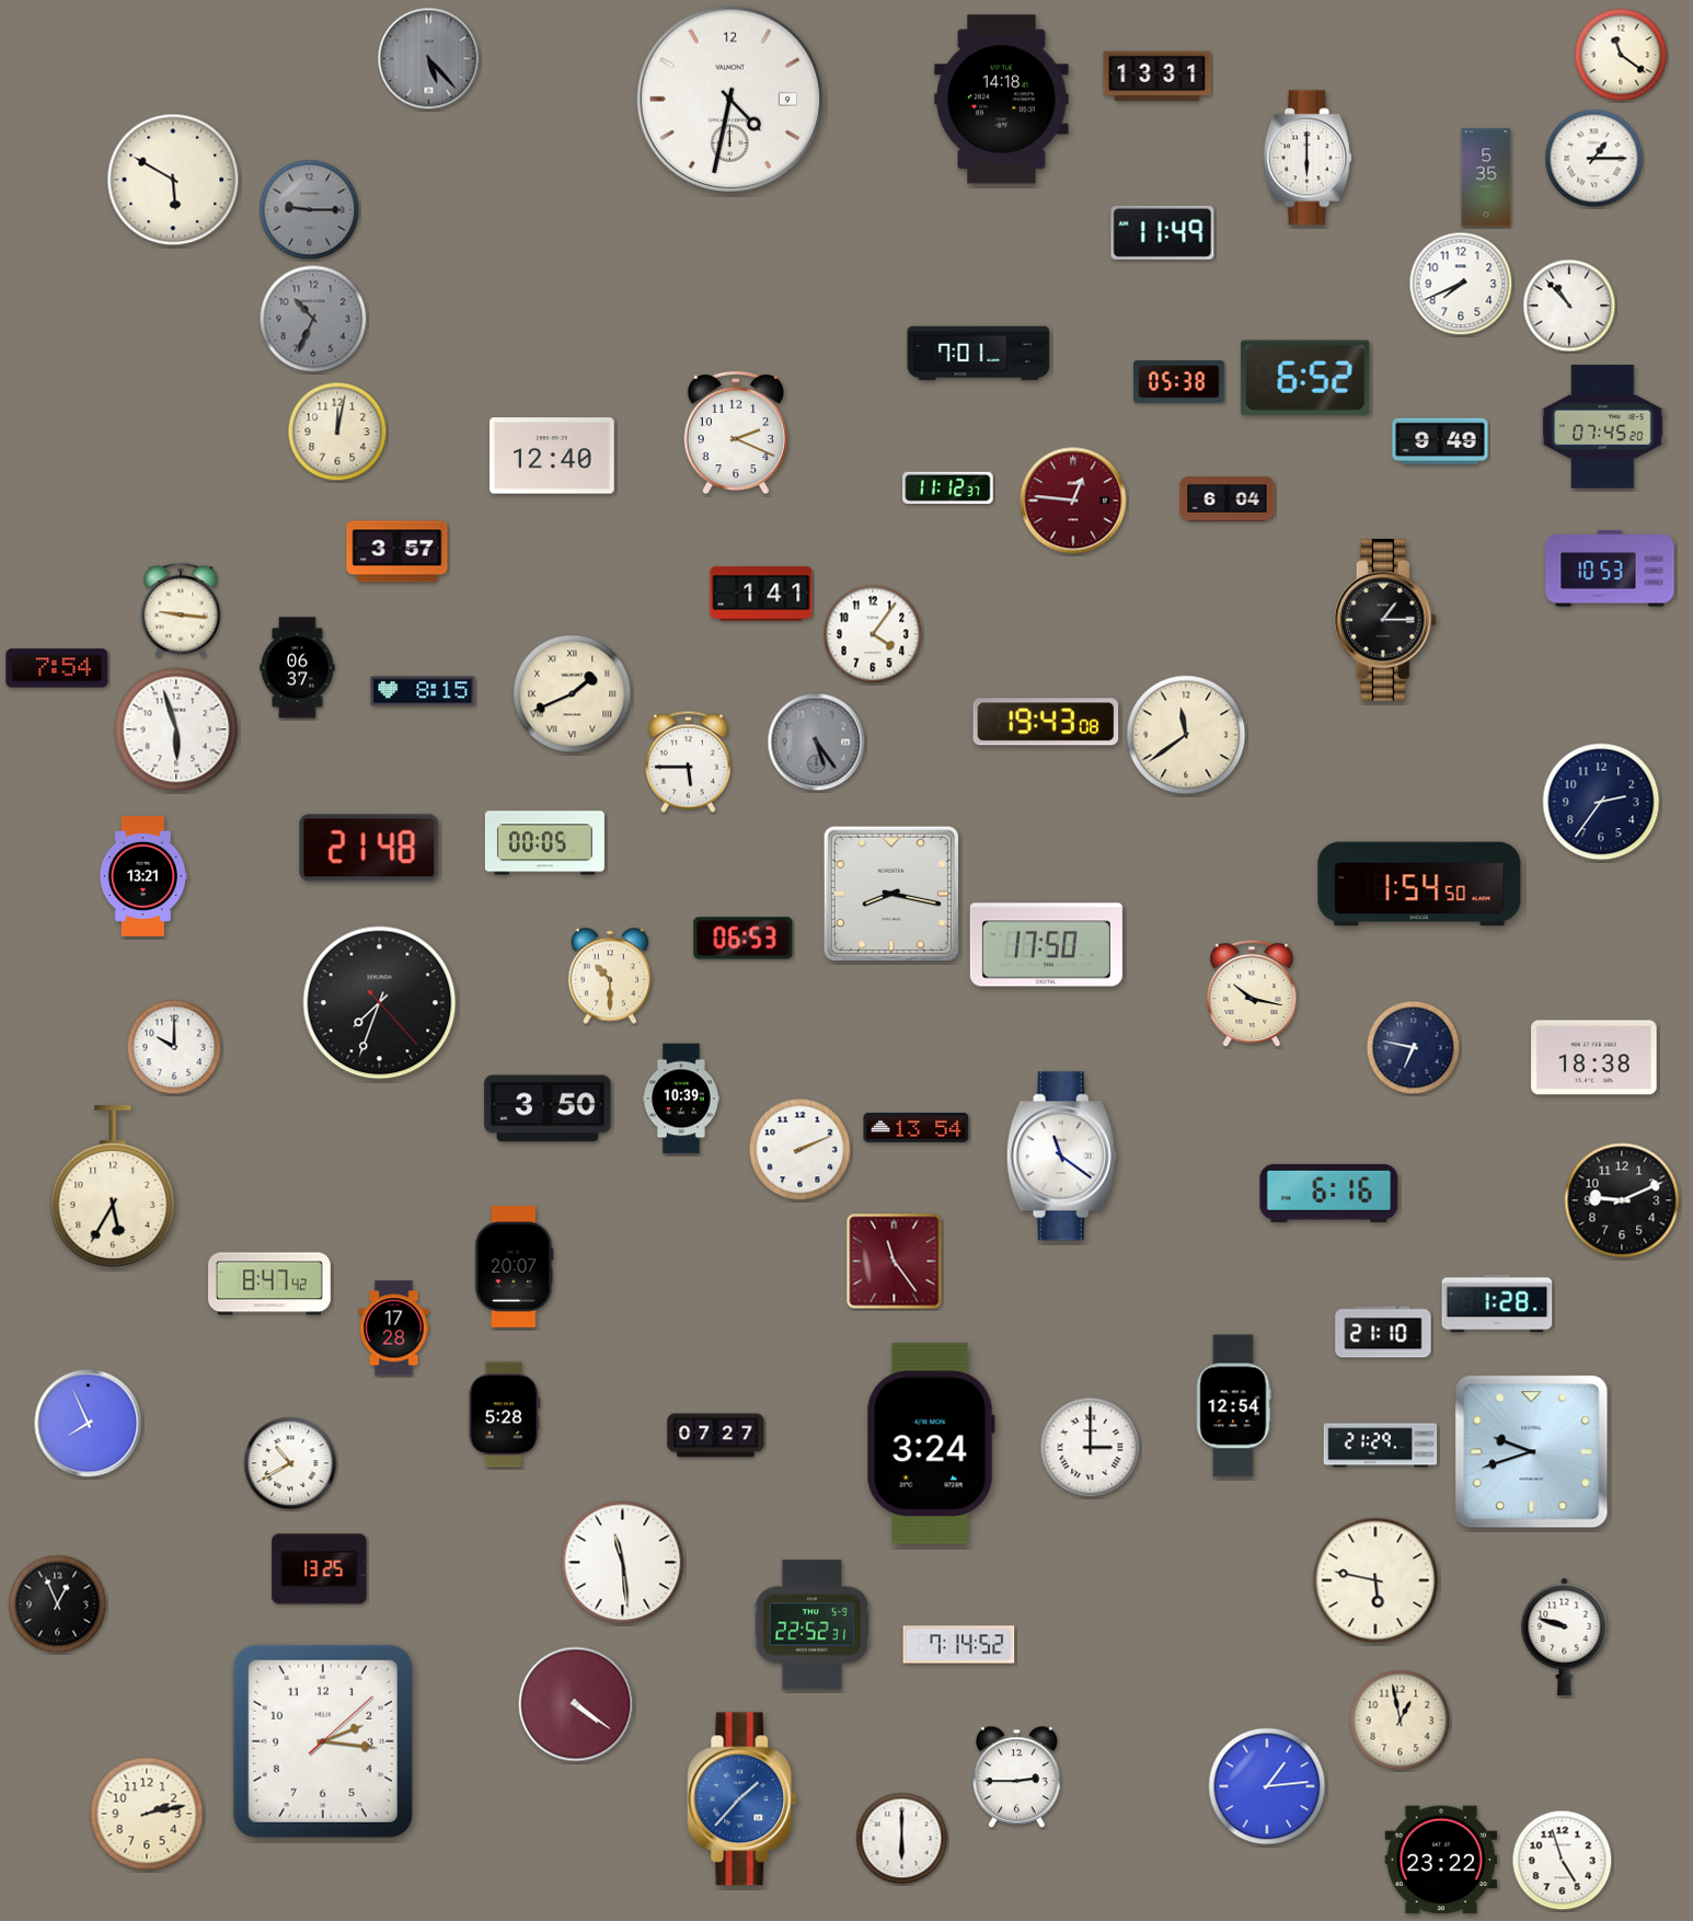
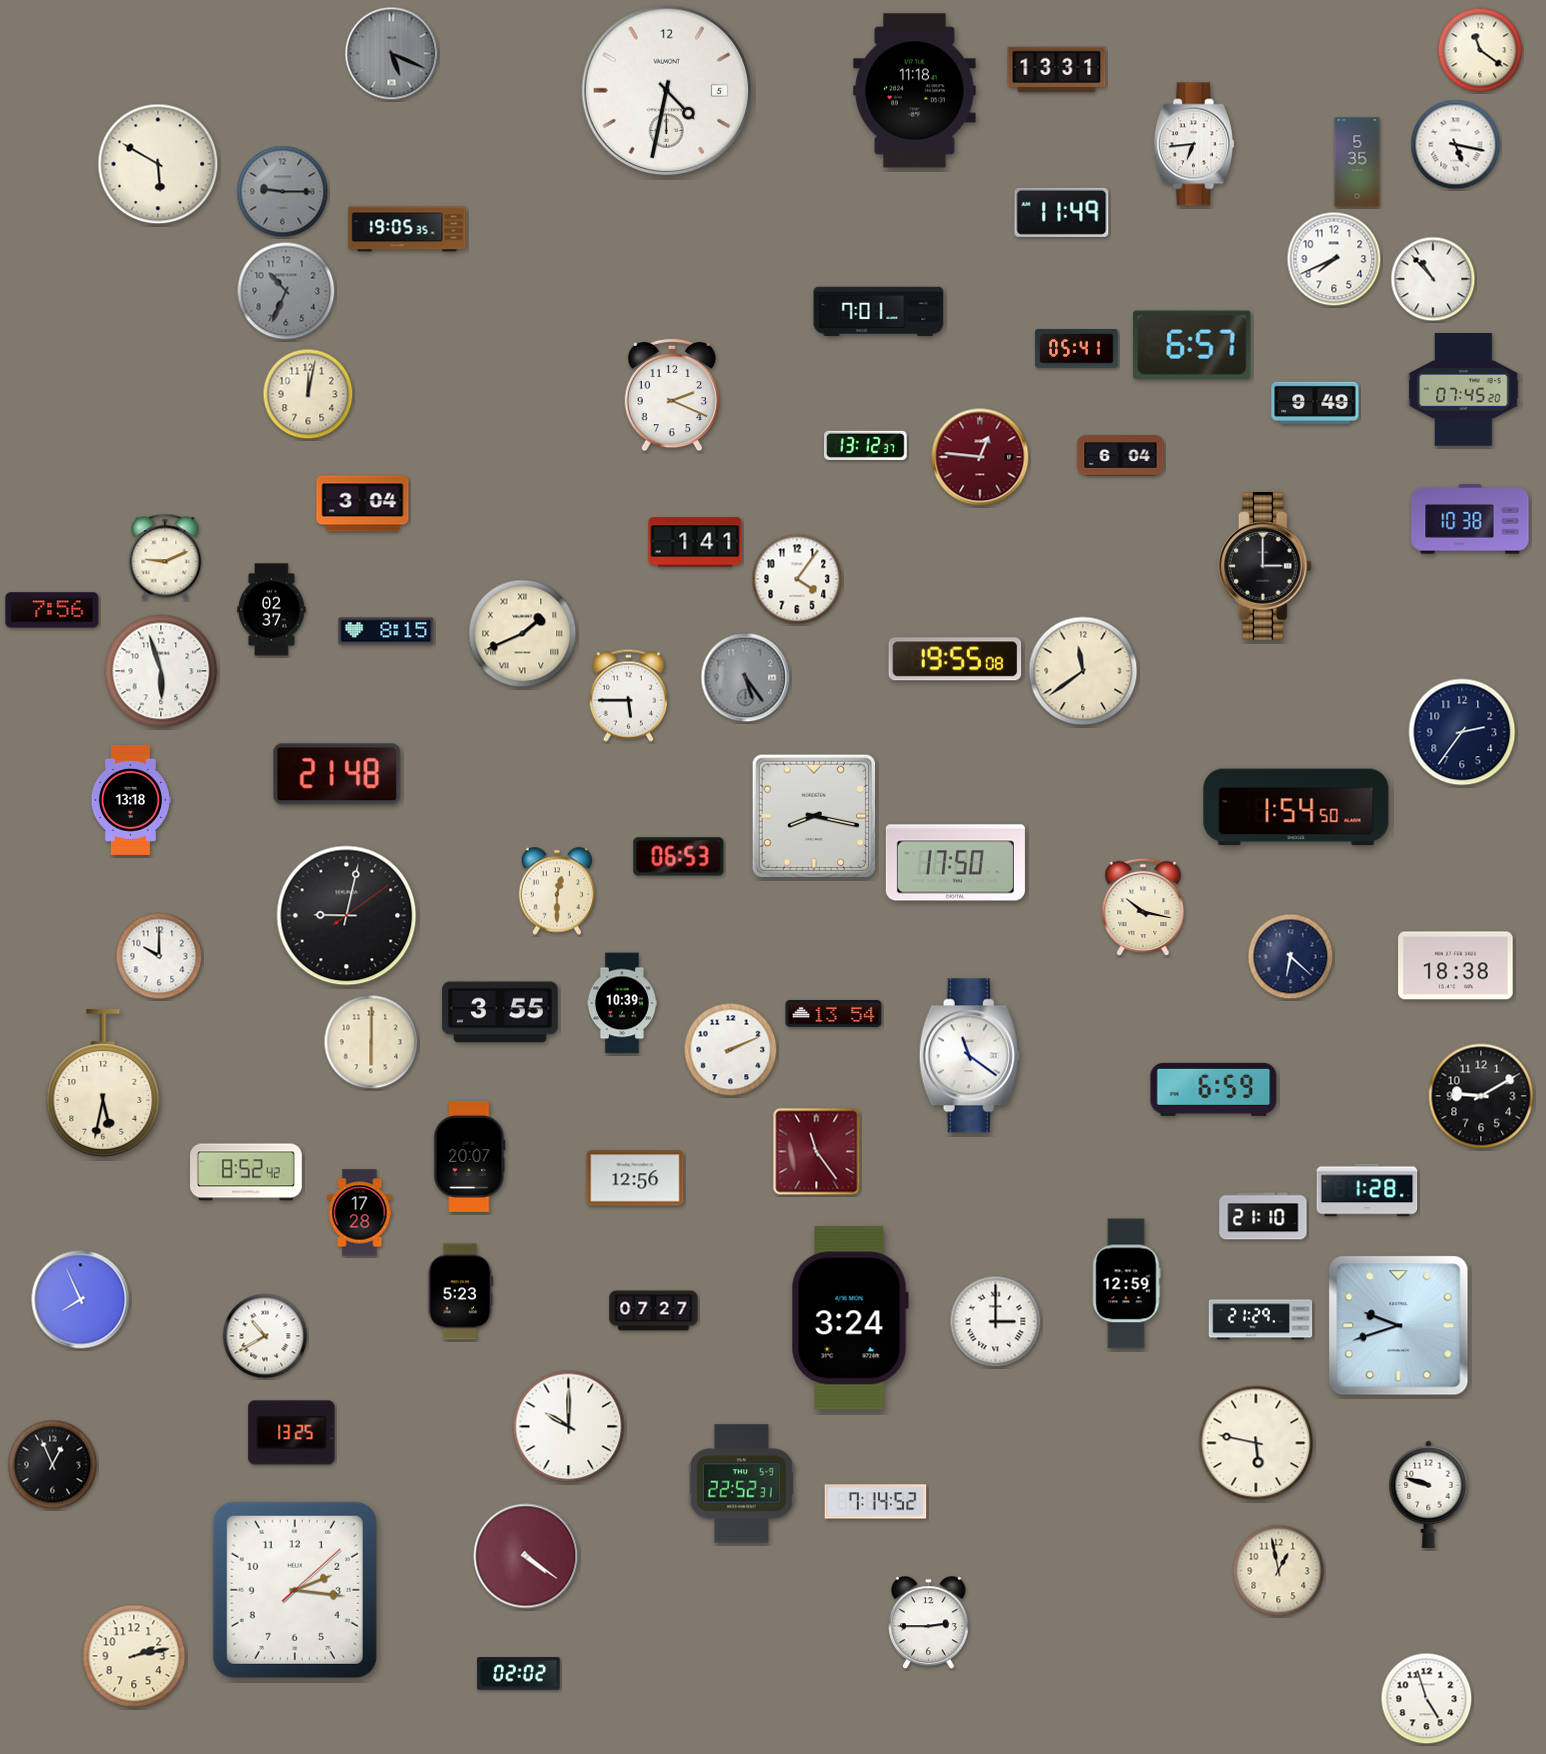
clock at (429, 59): 5:23 -> 5:19
clock at (730, 100) date: 9 -> 5
clock at (1002, 100): 14:18 -> 11:18
clock at (1308, 158): 6:00 -> 6:44
clock at (1594, 159): 1:15 -> 5:17
clock at (407, 229): none -> 19:05
clock at (979, 354) position: (979, 354) -> (879, 312)
clock at (1305, 377): 6:52 -> 6:57
clock at (1179, 382): 05:38 -> 05:41
clock at (552, 456): 12:40 -> none
clock at (948, 487): 11:12 -> 13:12
clock at (398, 552): 3:57 -> 3:04
clock at (1610, 568): 10:53 -> 10:38
clock at (181, 610): 9:16 -> 9:11
clock at (1386, 620): 1:15 -> 3:00
clock at (57, 668): 7:54 -> 7:56
clock at (298, 668): 06:37 -> 02:37
clock at (1046, 722): 19:43 -> 19:55
clock at (176, 729) position: (176, 729) -> (161, 671)
clock at (544, 843): 00:05 -> none
clock at (142, 876): 13:21 -> 13:18
clock at (610, 976): 10:30 -> 12:30
clock at (380, 1003): 7:33 -> 9:02
clock at (1414, 1048): 6:47 -> 6:22
clock at (548, 1108): 3:50 -> 3:55
clock at (917, 1127) position: (917, 1127) -> (834, 1013)
clock at (371, 1042): none -> 6:00
clock at (113, 1186): 5:35 -> 5:32
clock at (1329, 1193): 6:16 -> 6:59
clock at (1622, 1200): 9:11 -> 9:10
clock at (270, 1284): 8:47 -> 8:52
clock at (635, 1178): none -> 12:56
clock at (1234, 1406): 12:54 -> 12:59
clock at (505, 1415): 5:28 -> 5:23
clock at (623, 1563): 11:29 -> 10:00
clock at (1267, 1786): 1:14 -> none
clock at (742, 1799): 1:37 -> none
clock at (519, 1674): none -> 02:02
clock at (902, 1839): 6:00 -> none
clock at (1441, 1860): 23:22 -> none
